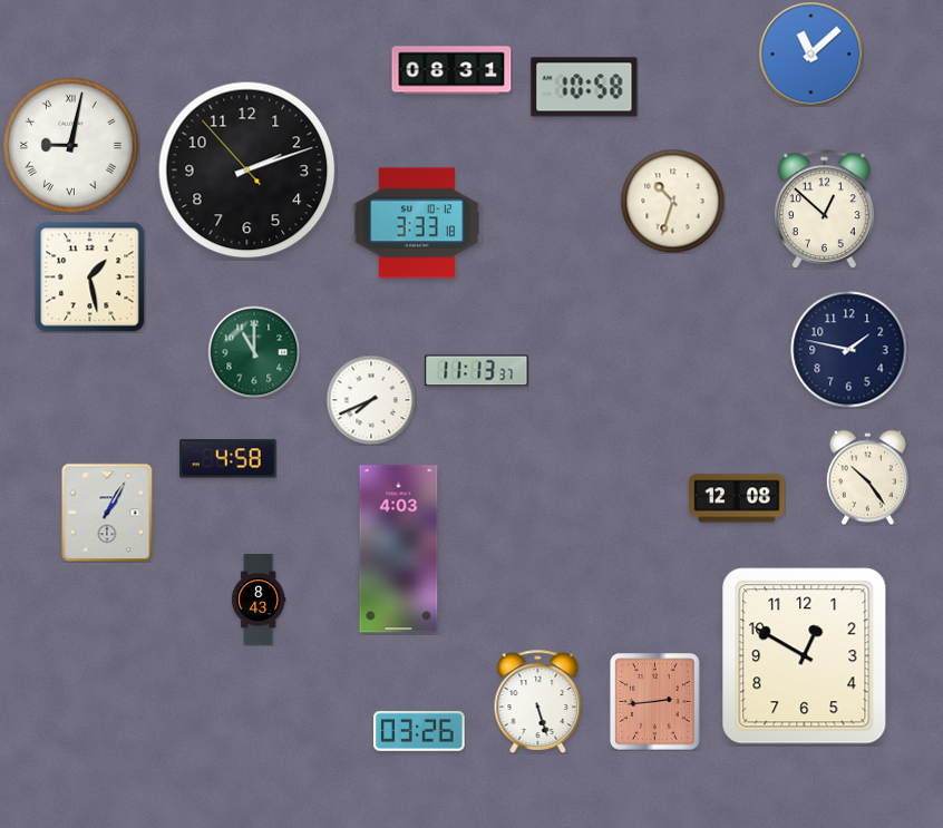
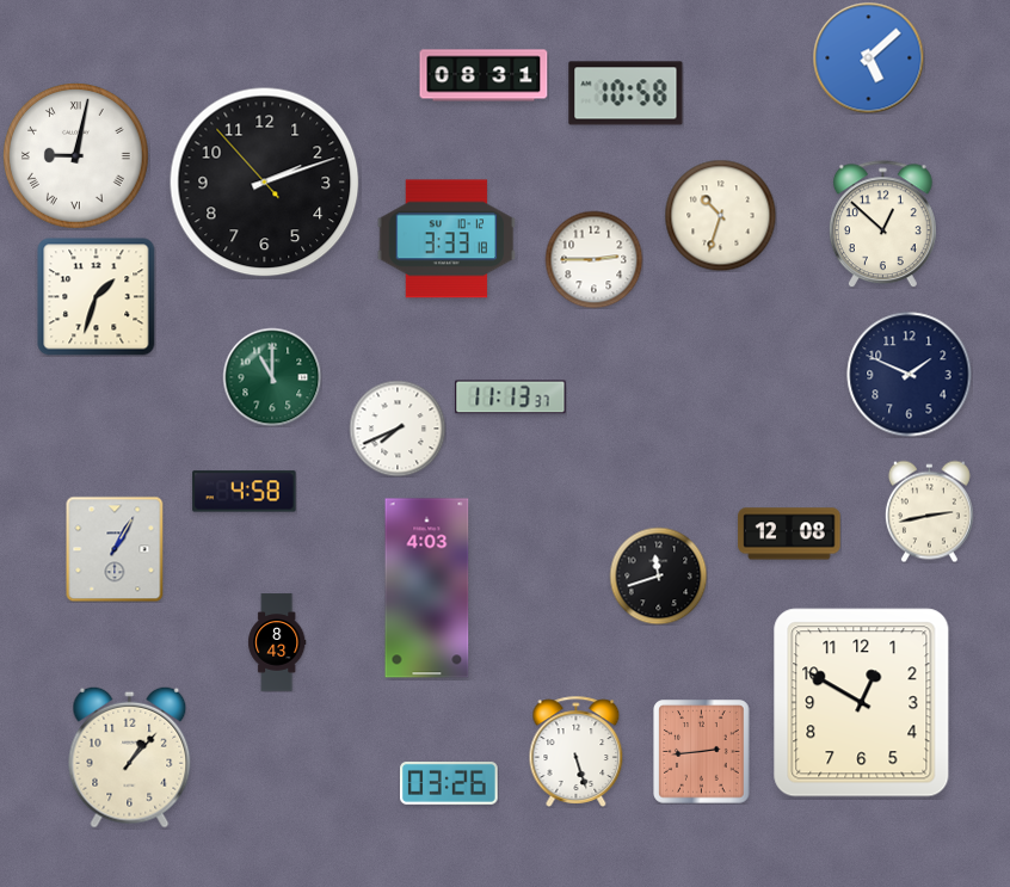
clock at (810, 53): 11:08 -> 5:08
clock at (593, 259): none -> 2:45
clock at (89, 276): 1:28 -> 1:33
clock at (849, 350): 1:47 -> 1:49
clock at (867, 477): 10:24 -> 2:43
clock at (658, 575): none -> 11:42
clock at (130, 757): none -> 1:07
